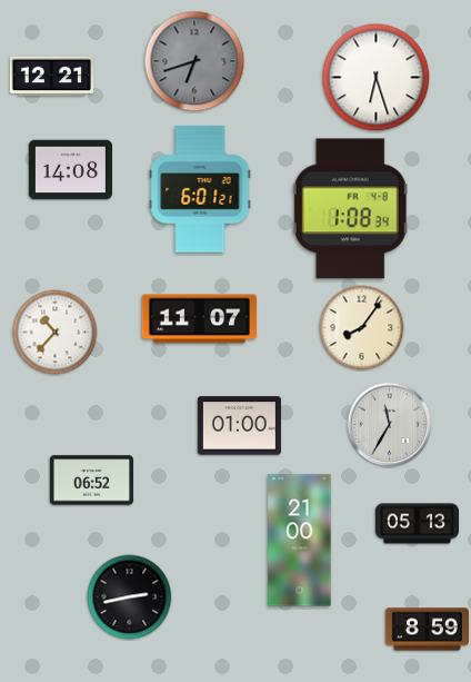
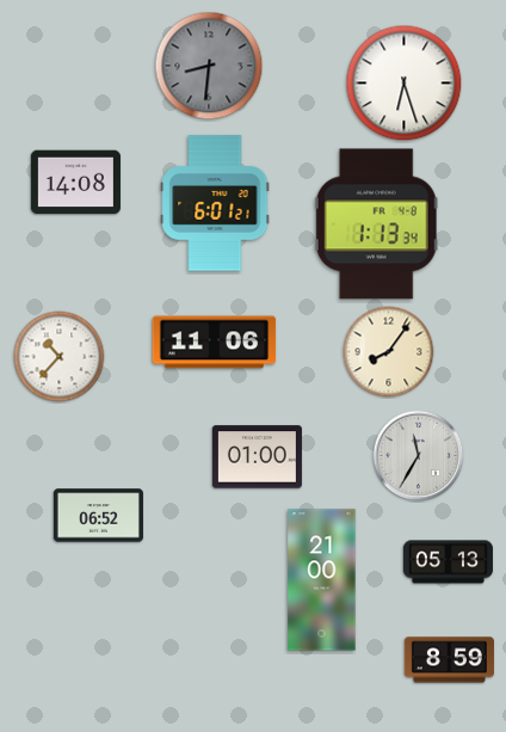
clock at (194, 61): 6:42 -> 8:31
clock at (51, 77): 12:21 -> none
clock at (350, 209): 1:08 -> 1:13
clock at (200, 319): 11:07 -> 11:06
clock at (130, 597): 2:43 -> none
clock at (427, 630) position: (427, 630) -> (449, 660)
